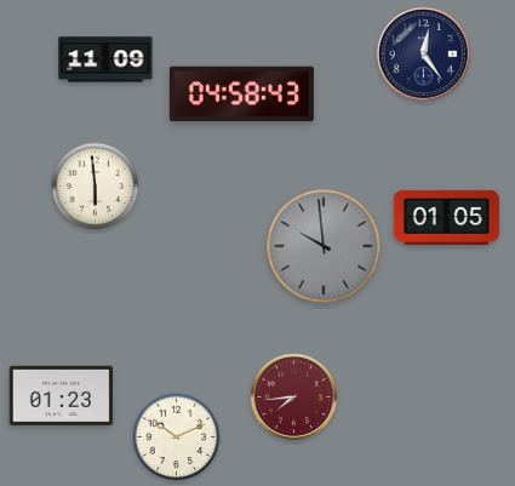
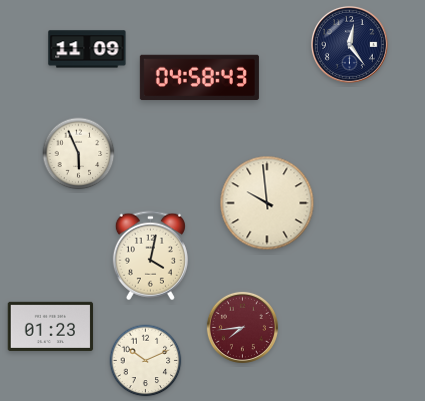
clock at (96, 187): 5:59 -> 5:56
clock at (446, 217): 01:05 -> none
clock at (324, 246) dial: grey -> cream
clock at (150, 256): none -> 4:02
